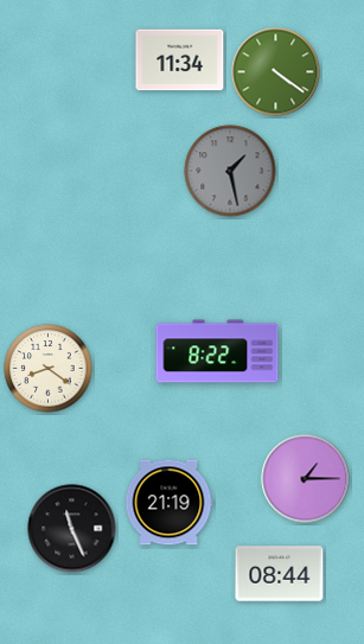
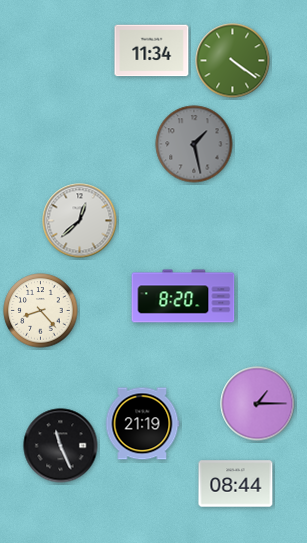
clock at (80, 221): none -> 12:38
clock at (217, 351): 8:22 -> 8:20
clock at (49, 369): 8:21 -> 8:23
